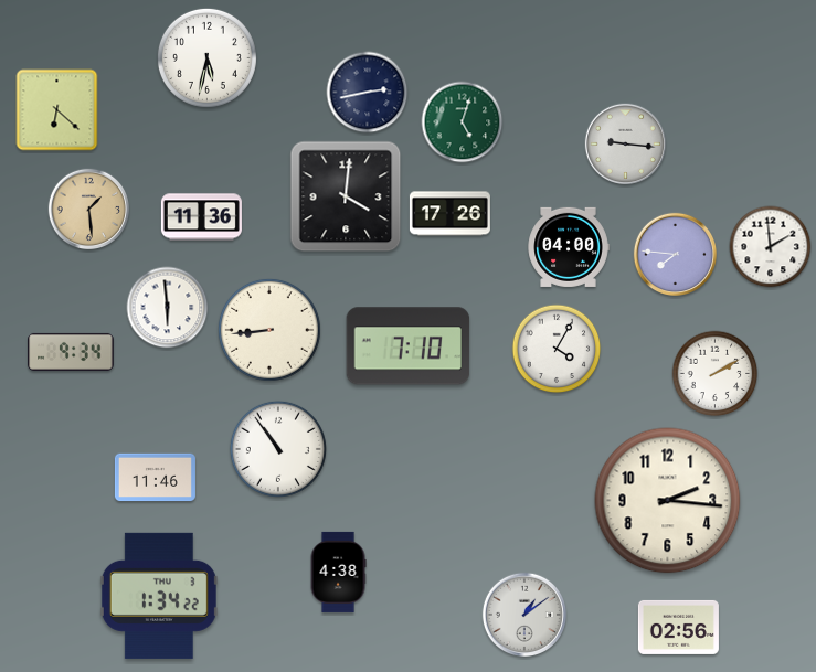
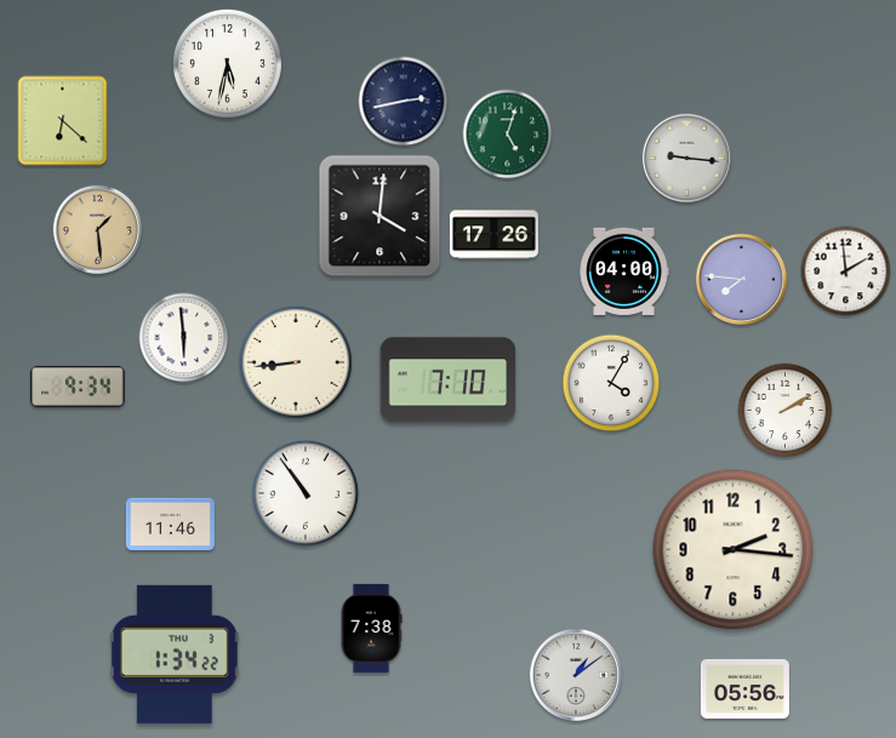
clock at (201, 217): 11:36 -> none
clock at (338, 572): 4:38 -> 7:38
clock at (678, 627): 02:56 -> 05:56
